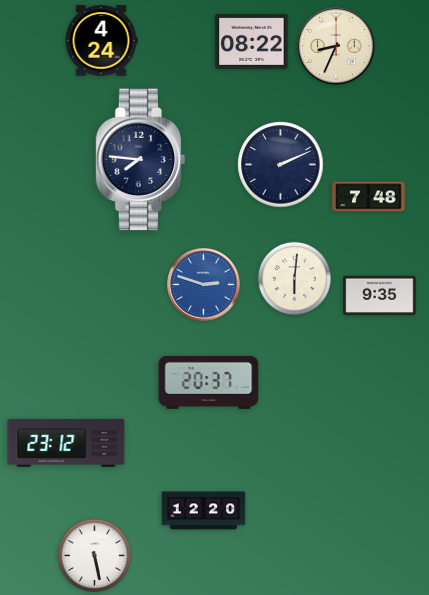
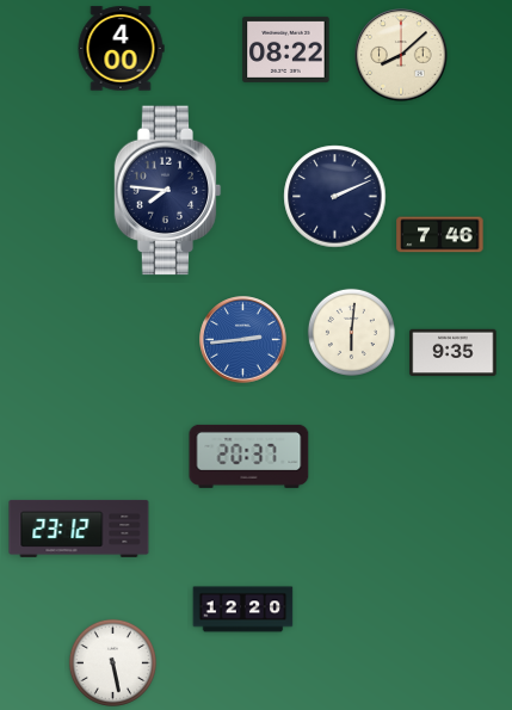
clock at (101, 41): 4:24 -> 4:00
clock at (252, 41) position: (252, 41) -> (286, 49)
clock at (336, 46): 8:34 -> 8:08
clock at (369, 197): 7:48 -> 7:46
clock at (204, 285): 2:48 -> 2:44
